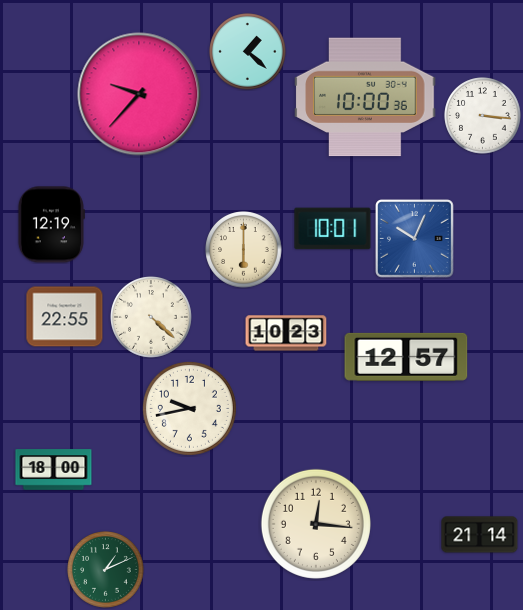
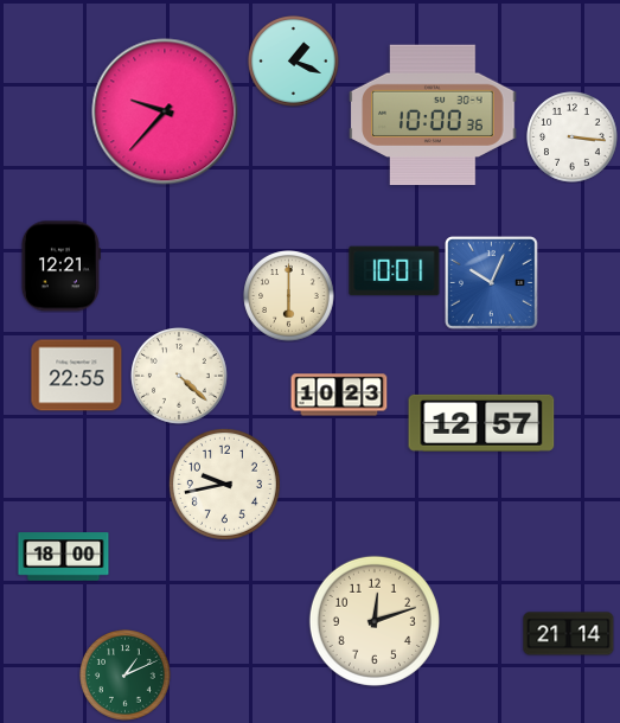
clock at (248, 52): 1:22 -> 1:19
clock at (51, 225): 12:19 -> 12:21
clock at (316, 524): 12:16 -> 12:12
